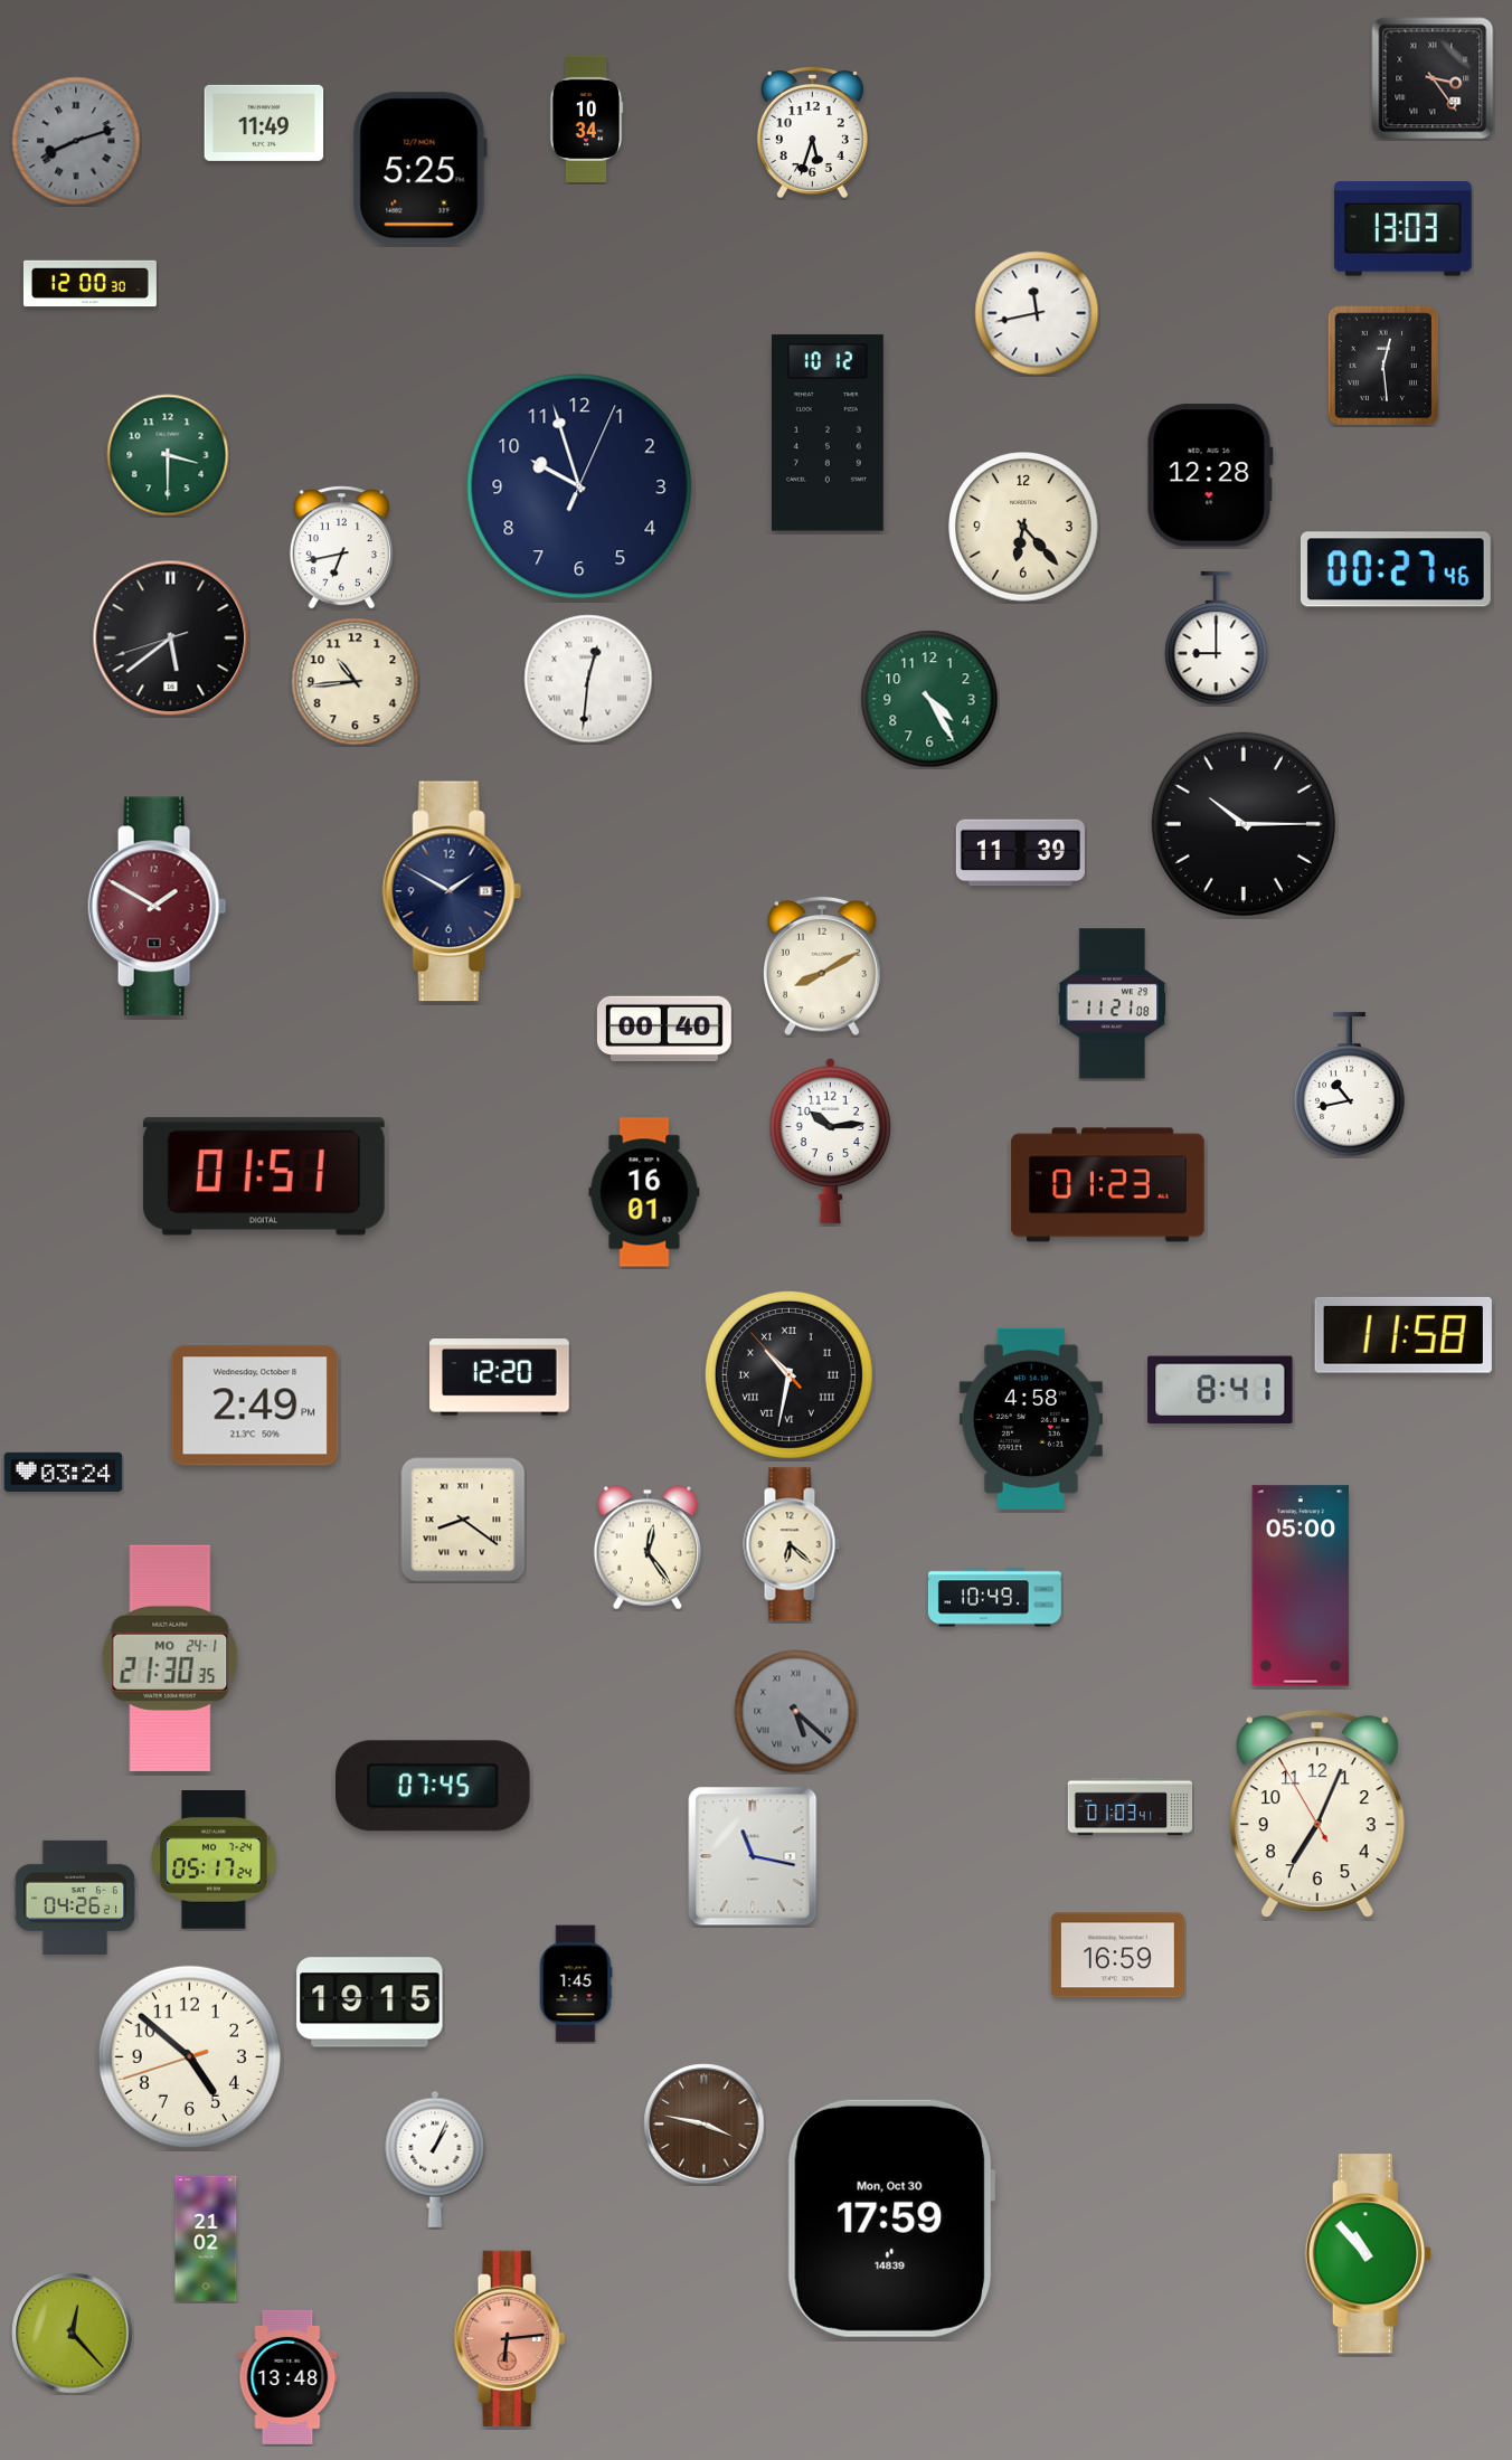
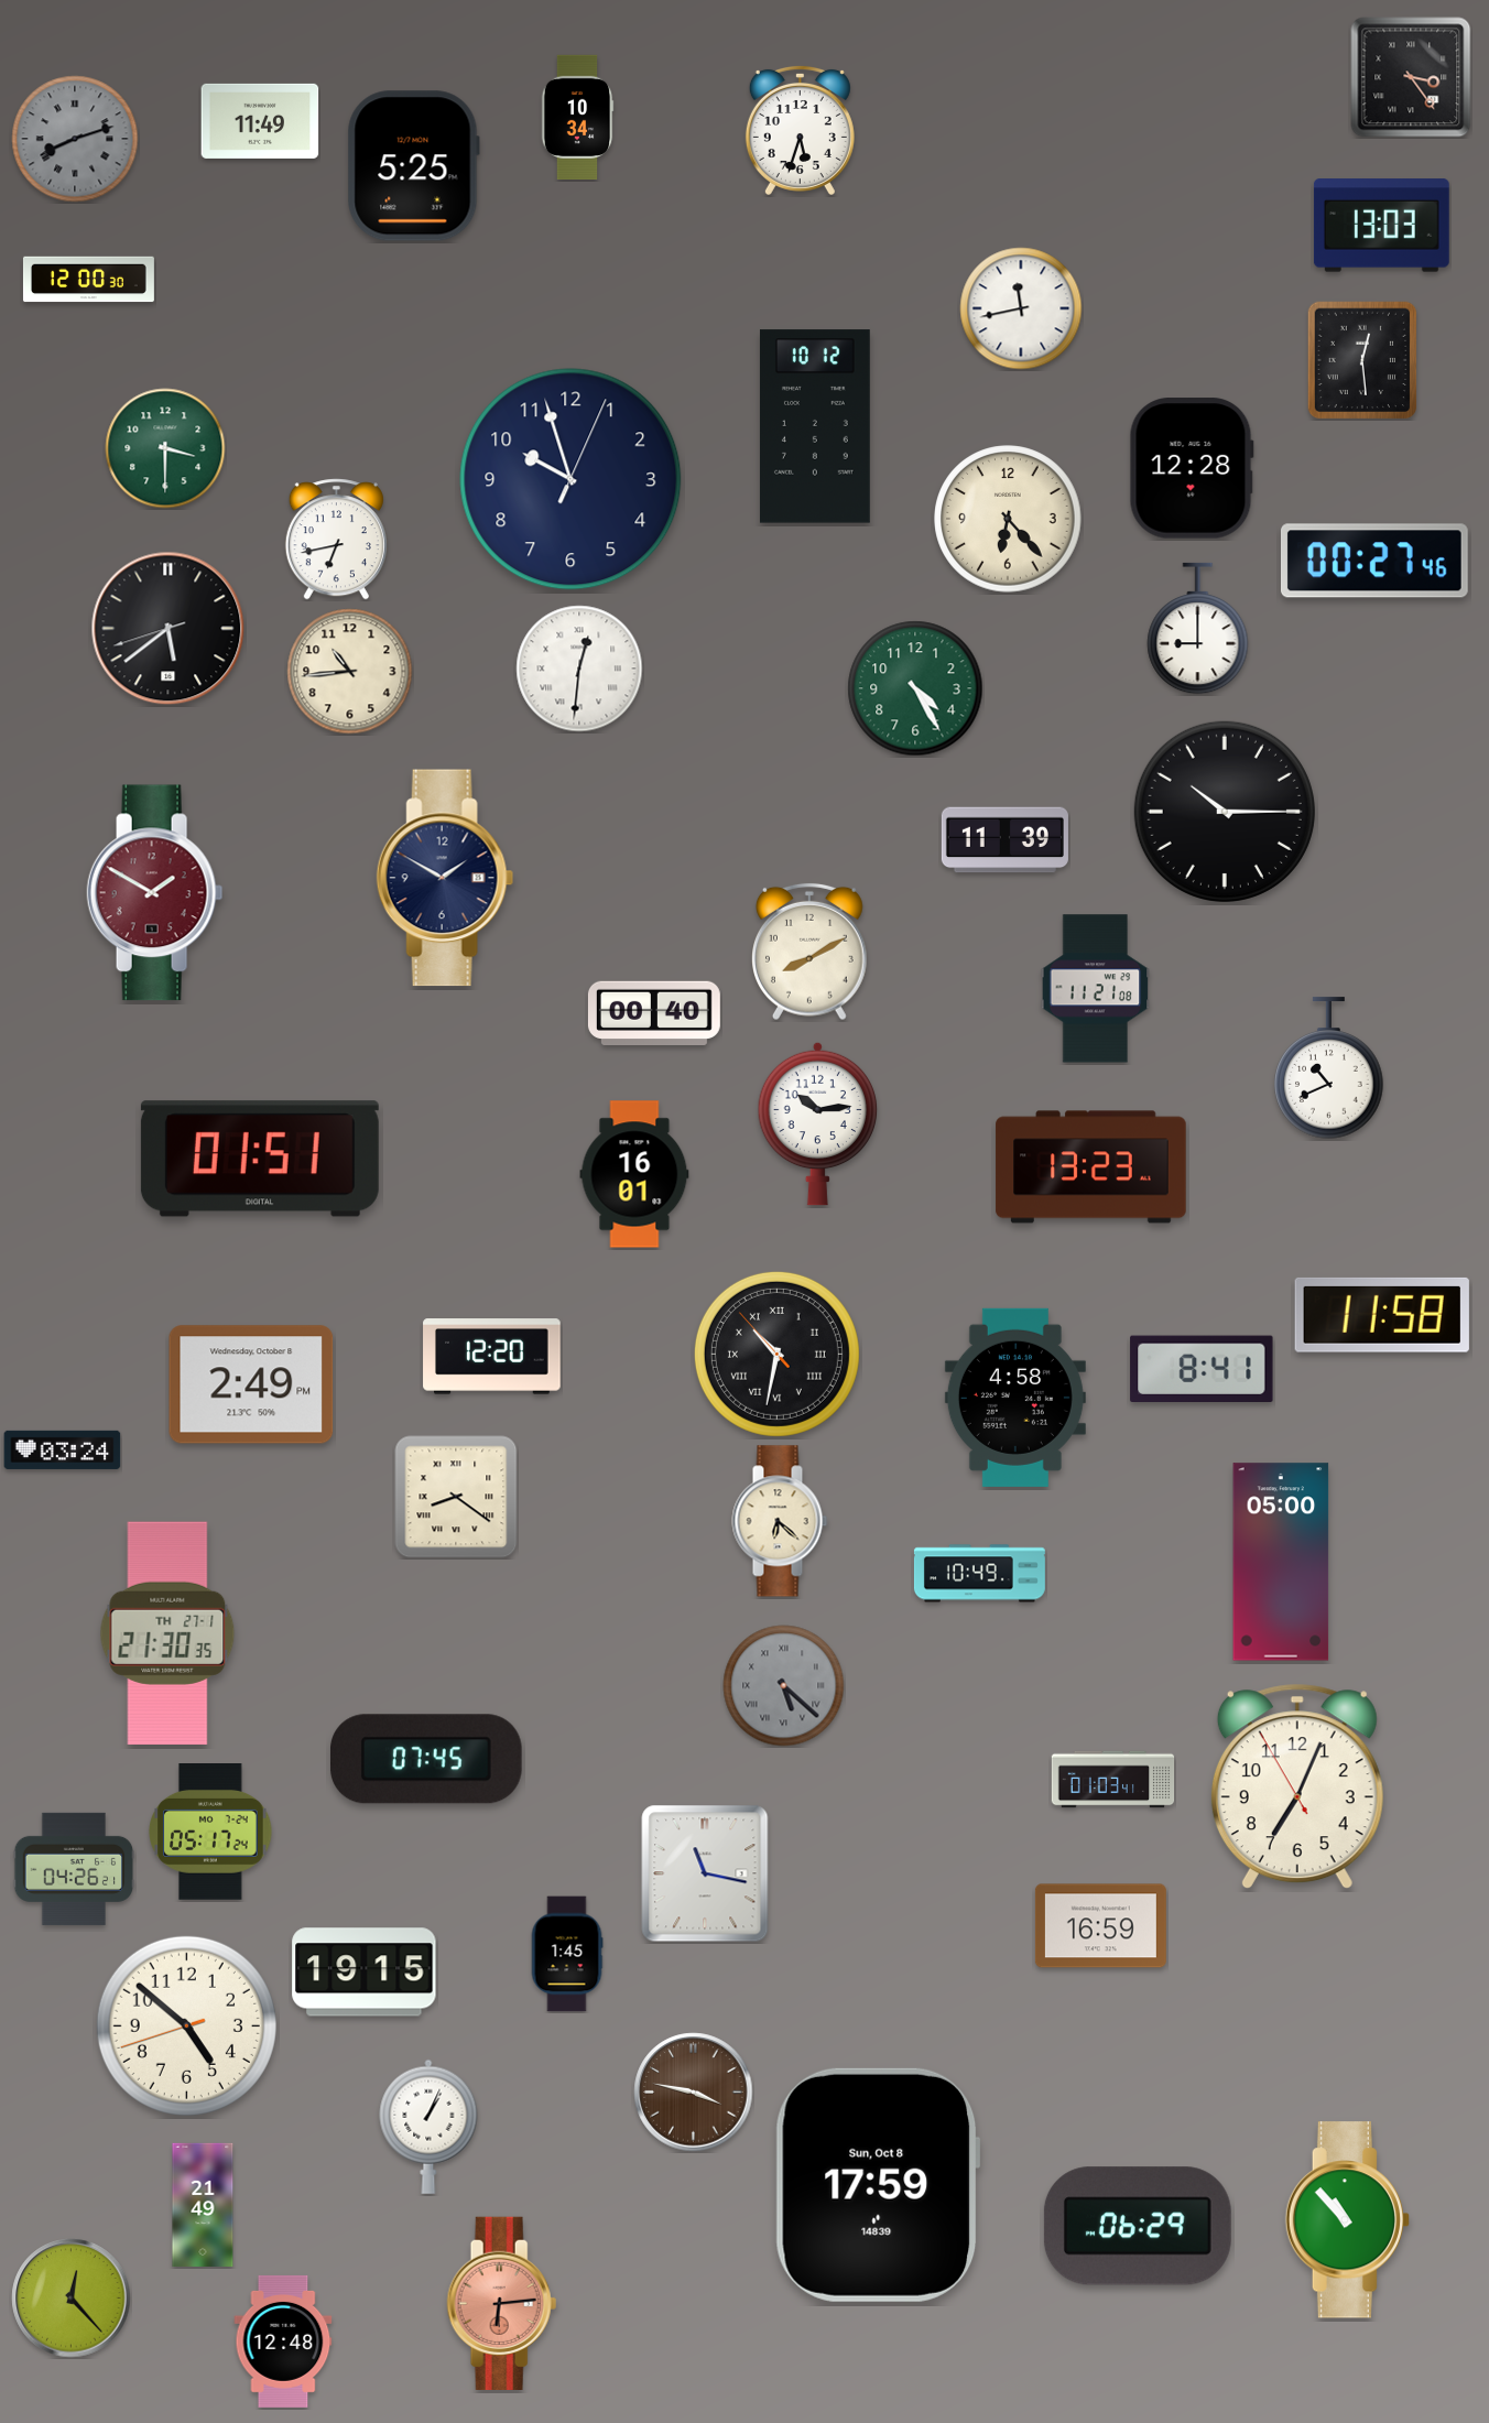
clock at (1350, 1085): 10:43 -> 10:41
clock at (1108, 1185): 01:23 -> 13:23
clock at (646, 1548): 12:24 -> none
clock at (170, 1657) date: MO 24-1 -> TH 27-1
clock at (753, 1856) position: (753, 1856) -> (705, 1873)
clock at (891, 2218) date: Mon, Oct 30 -> Sun, Oct 8
clock at (206, 2237): 21:02 -> 21:49
clock at (1138, 2226): none -> 06:29
clock at (287, 2377): 13:48 -> 12:48
